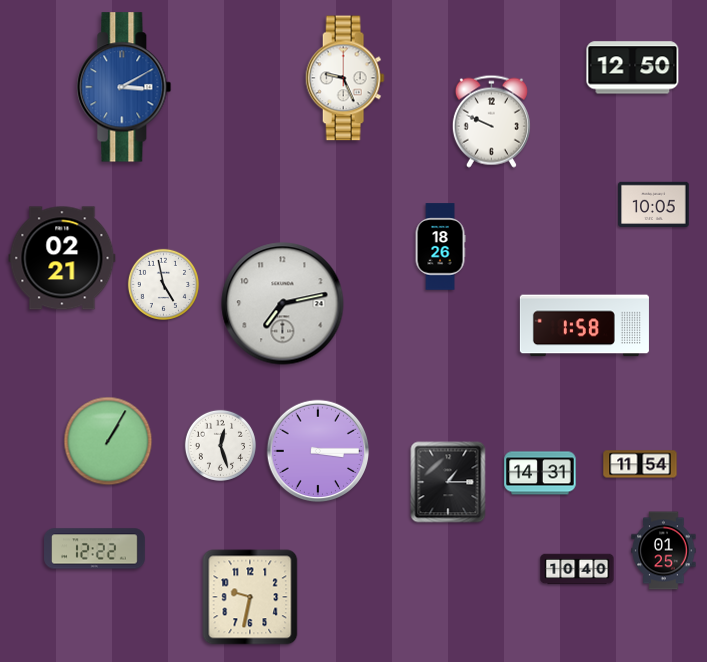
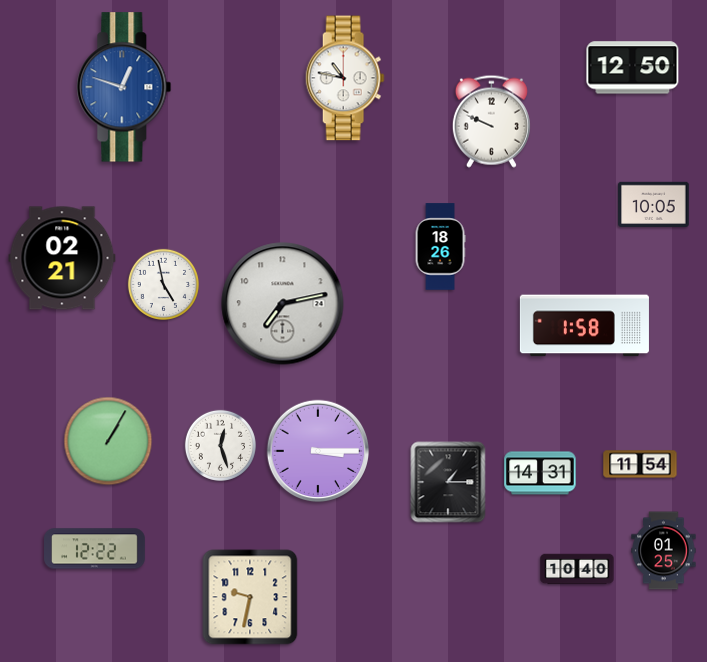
clock at (345, 78): 9:26 -> 10:47
clock at (124, 87): 3:10 -> 12:48
